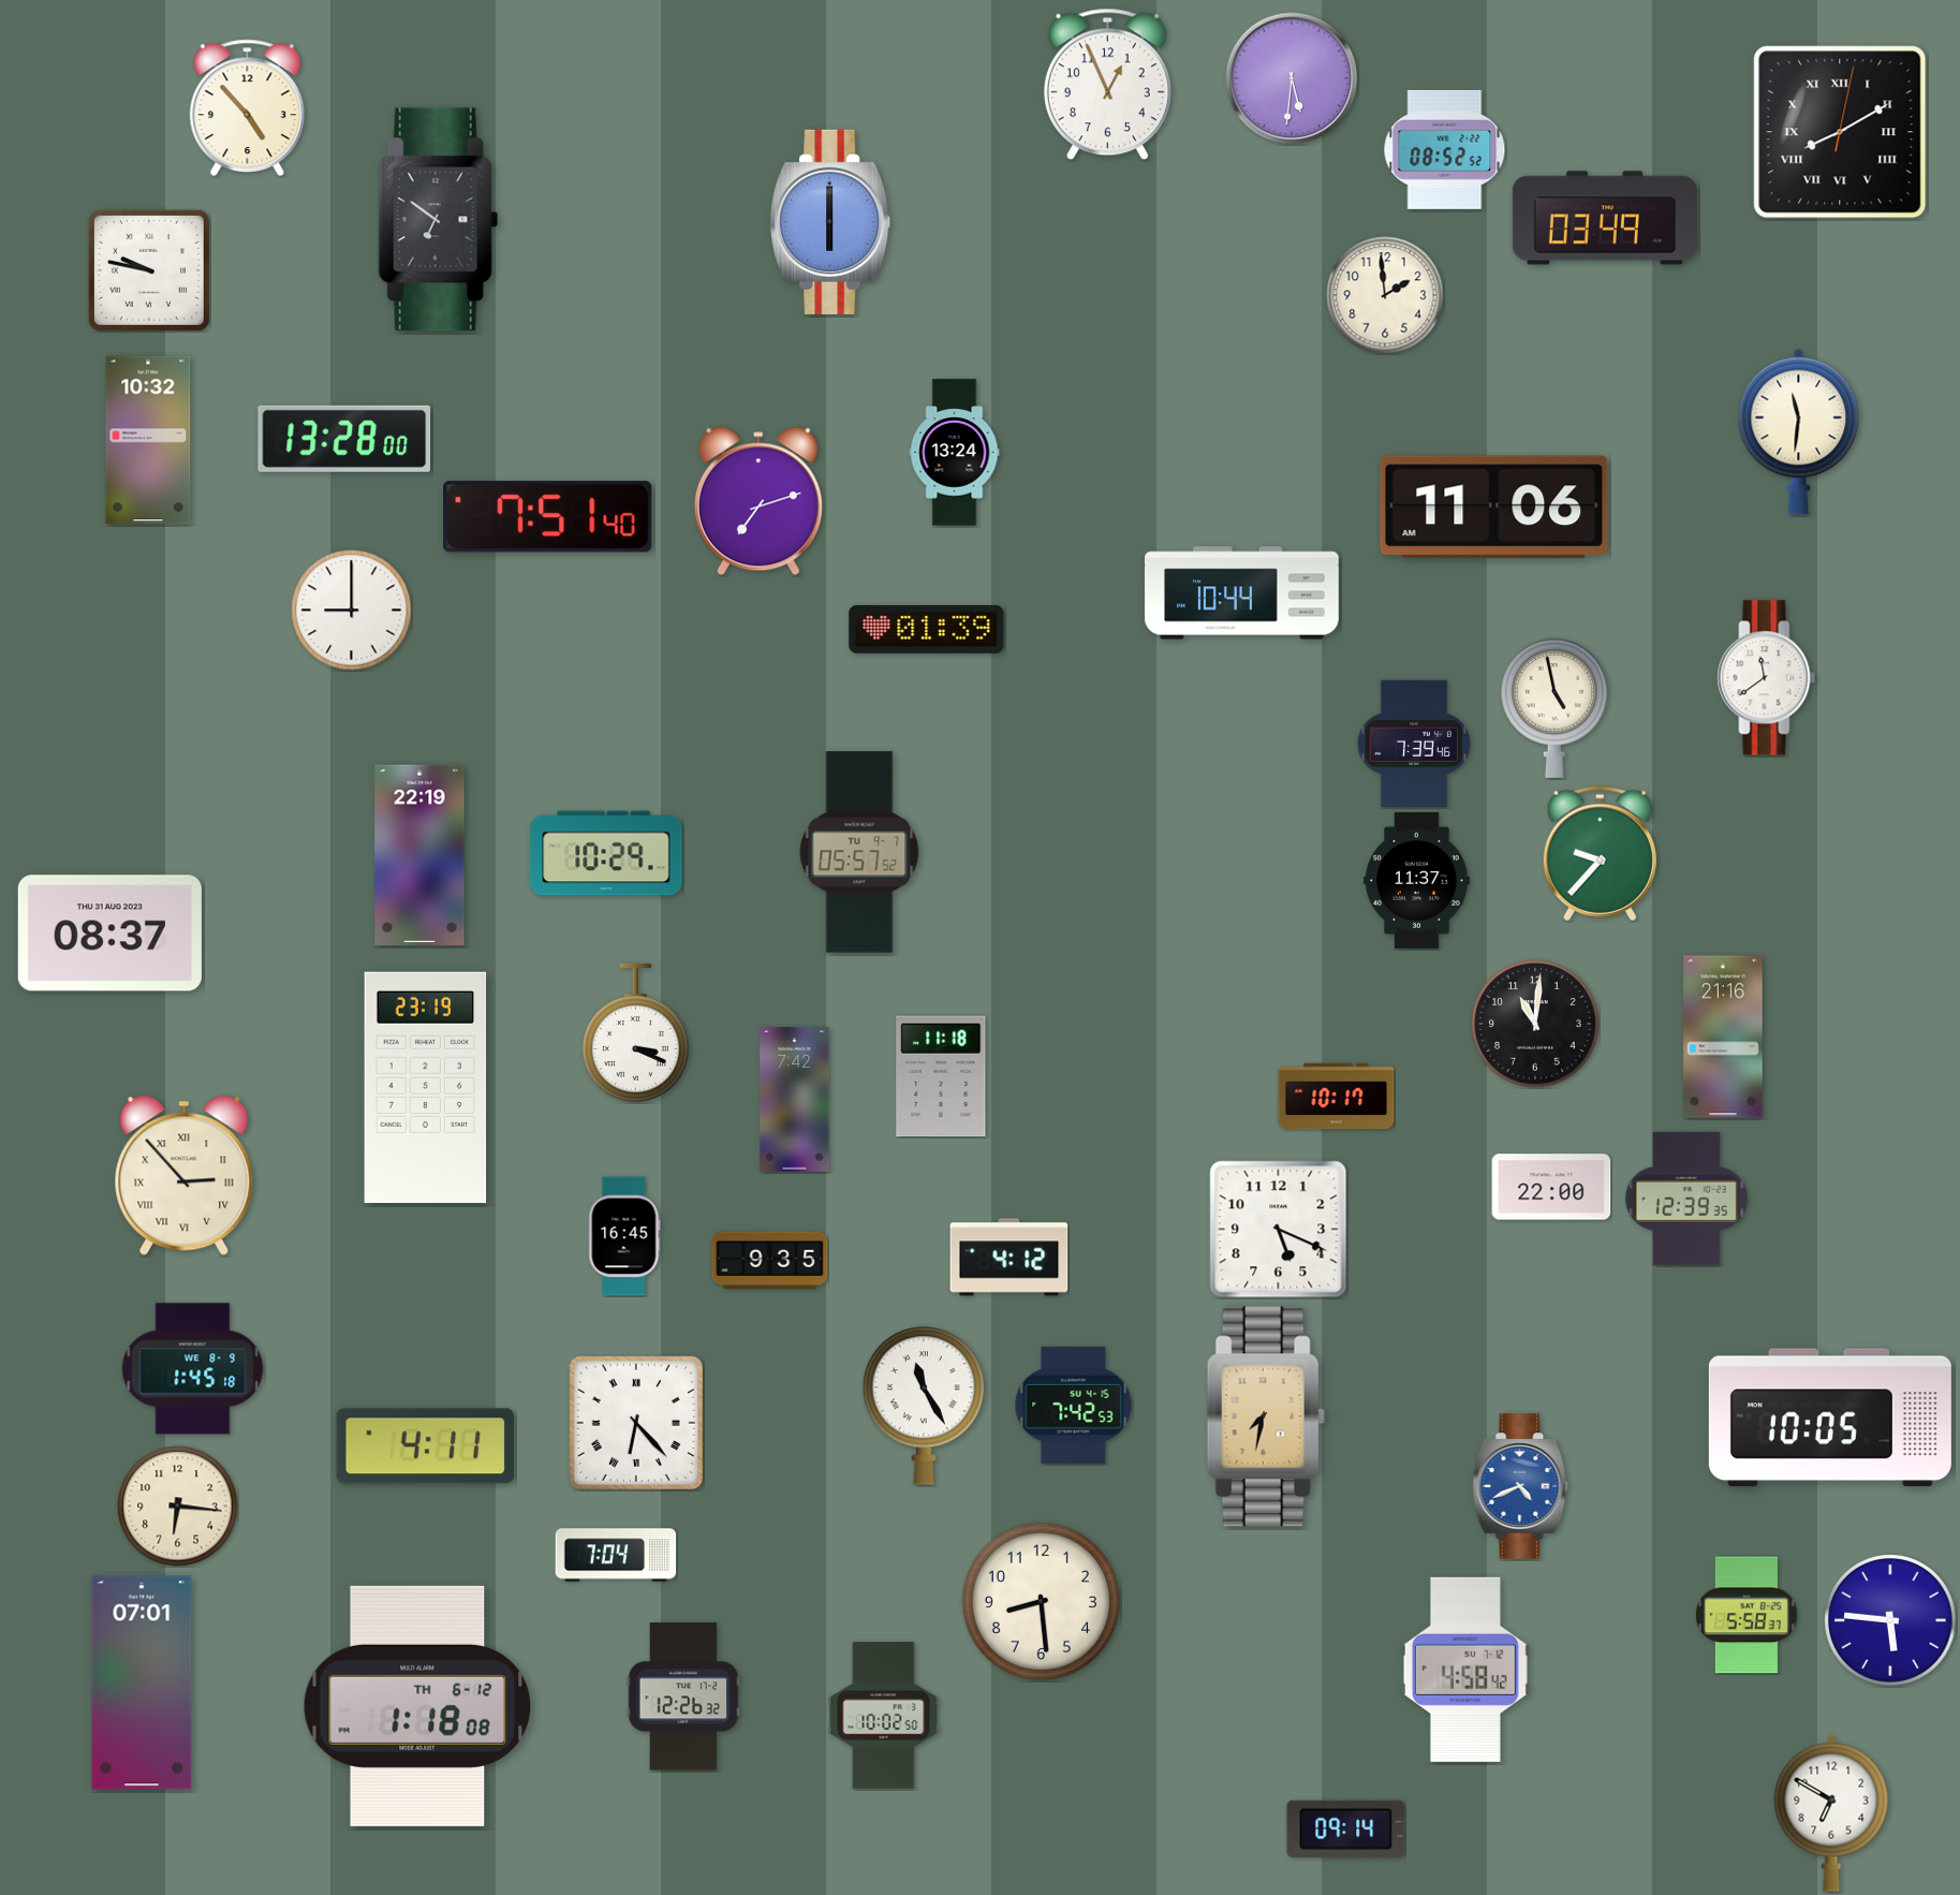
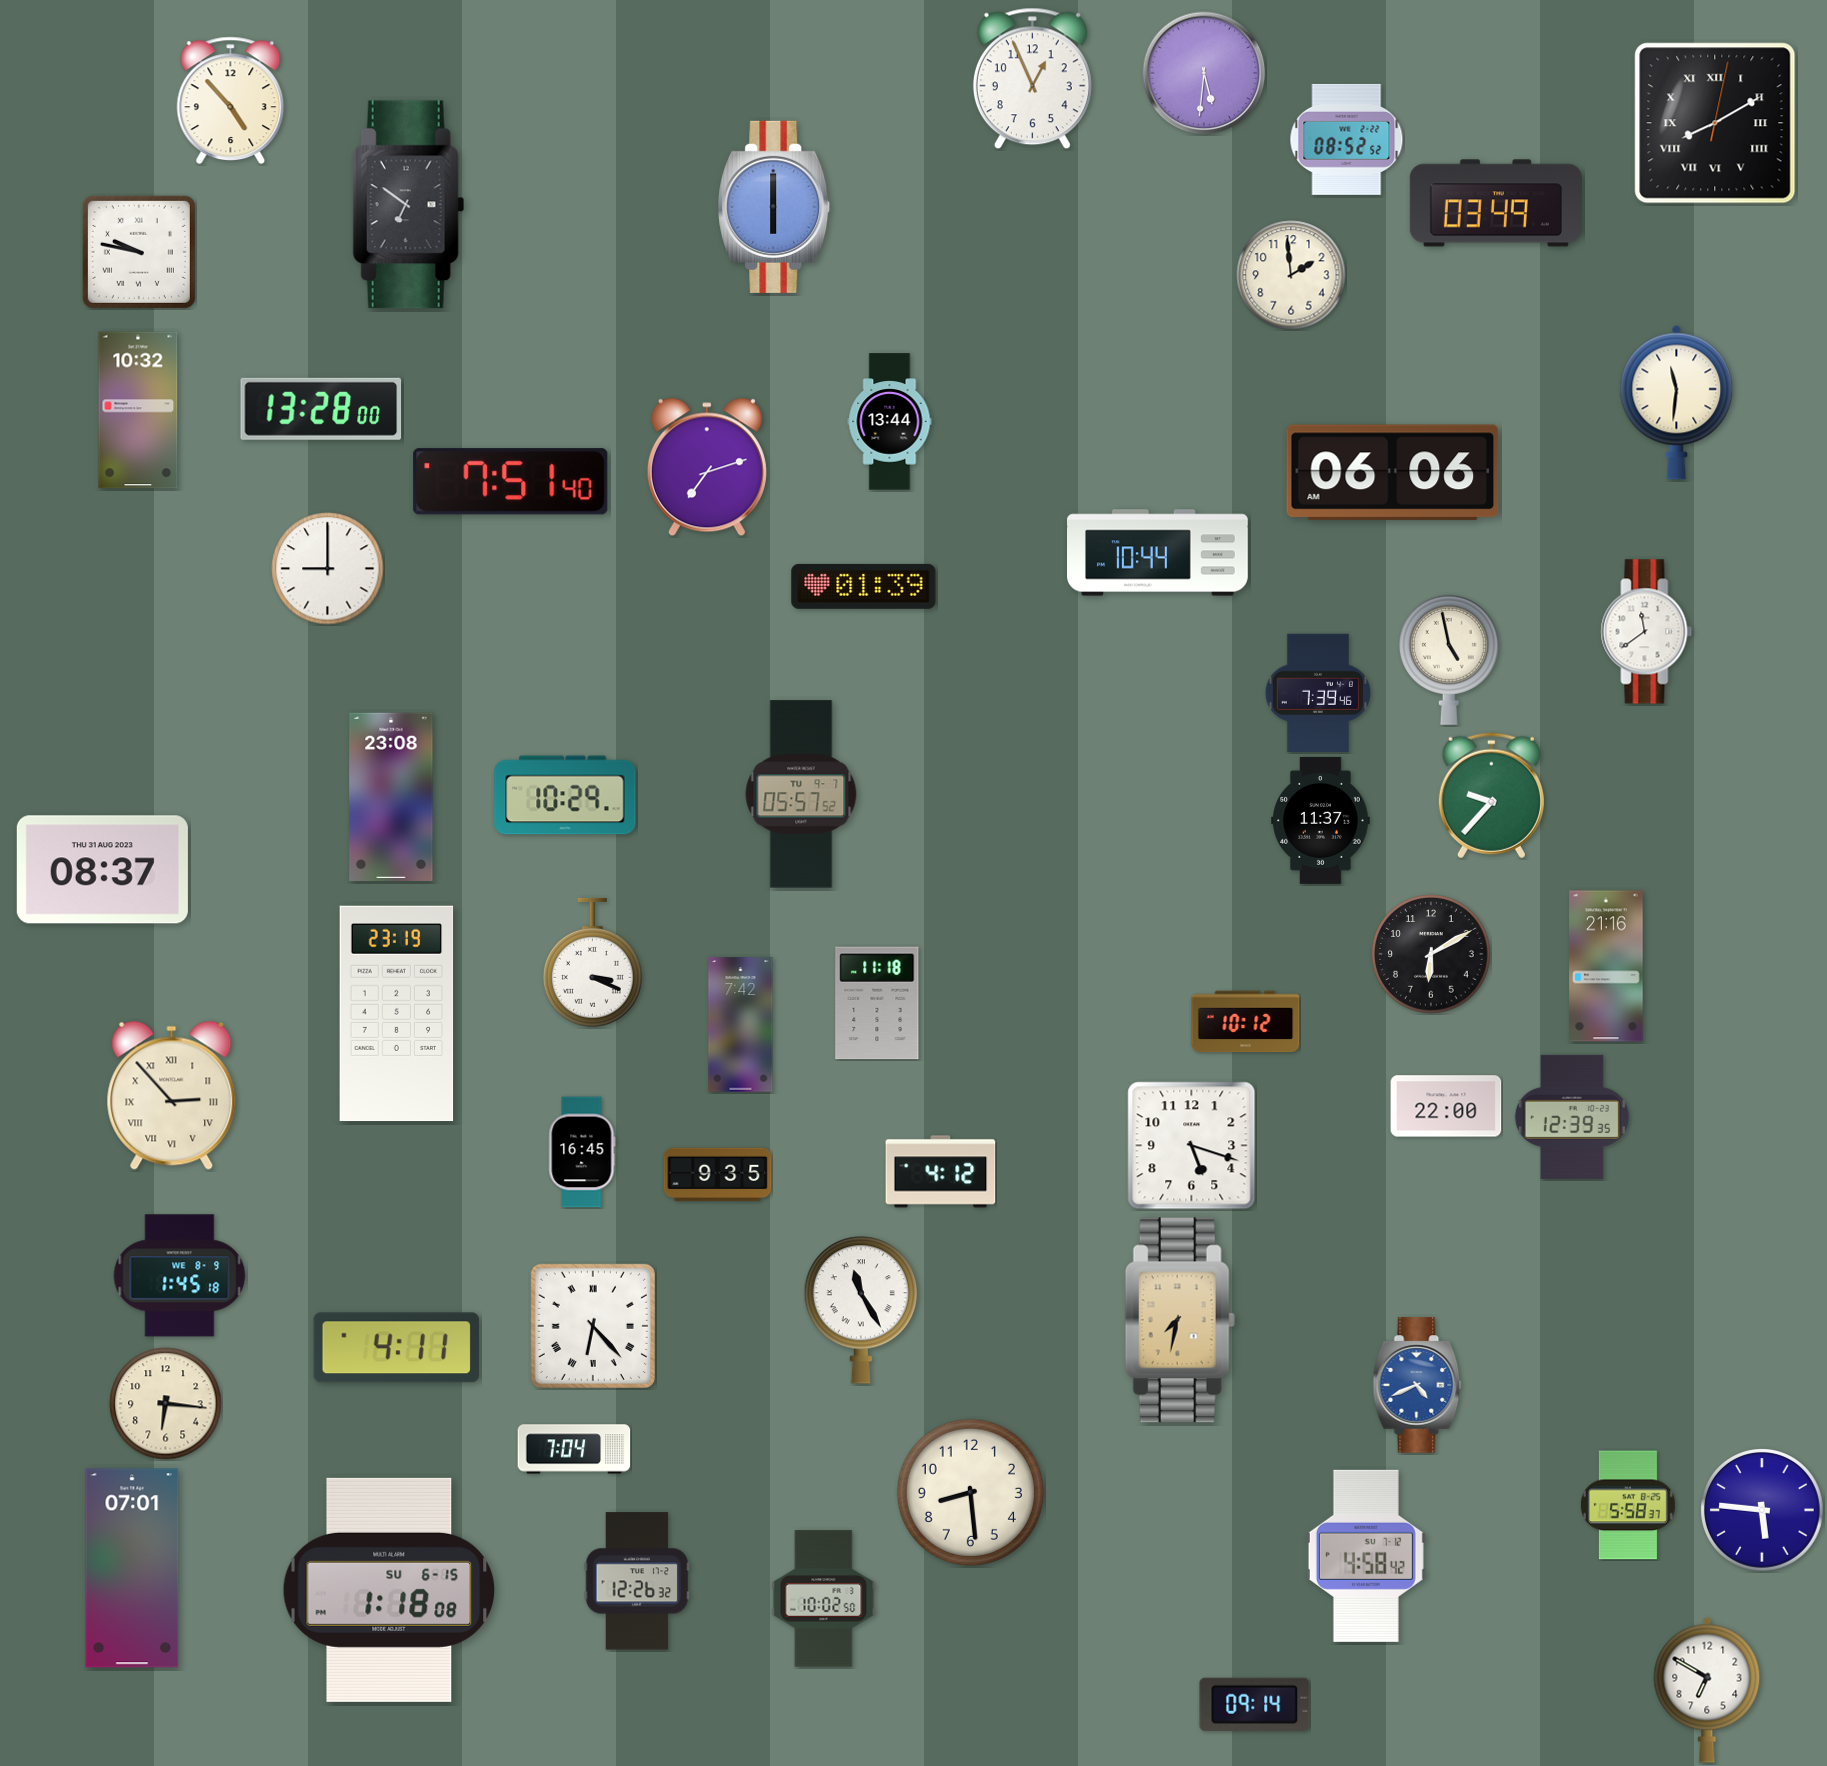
clock at (955, 453): 13:24 -> 13:44
clock at (1494, 508): 11:06 -> 06:06
clock at (419, 854): 22:19 -> 23:08
clock at (1535, 1024): 11:01 -> 6:10
clock at (1337, 1097): 10:17 -> 10:12
clock at (1279, 1230): 5:19 -> 5:18
clock at (1074, 1405): 7:42 -> none
clock at (1830, 1417): 10:05 -> none
clock at (417, 1706) date: TH 6-12 -> SU 6-15
